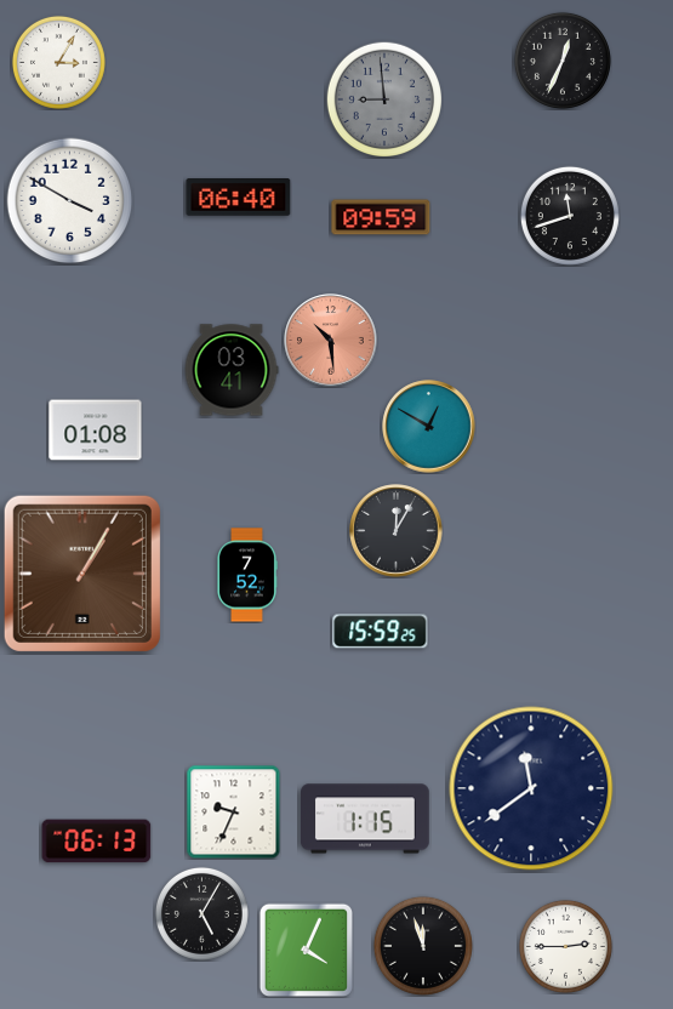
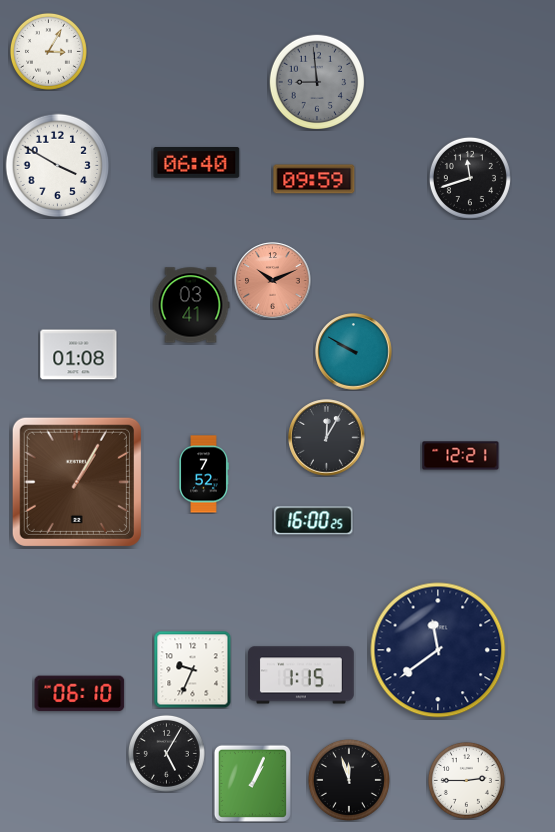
clock at (563, 61): 12:34 -> none
clock at (331, 341): 10:29 -> 10:11
clock at (429, 427): 12:50 -> 9:50
clock at (461, 456): none -> 12:21
clock at (82, 574) position: (82, 574) -> (77, 482)
clock at (381, 632): 15:59 -> 16:00
clock at (97, 842): 06:13 -> 06:10
clock at (306, 950): 4:04 -> 1:04
